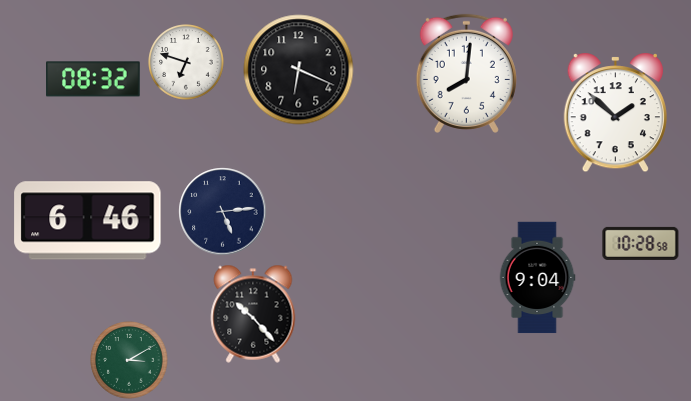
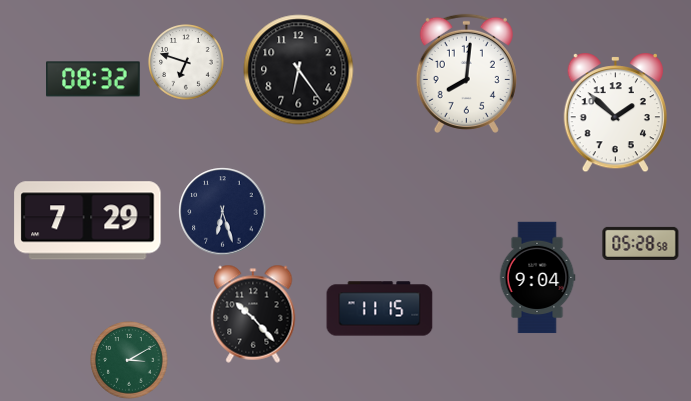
clock at (299, 70): 6:19 -> 6:24
clock at (223, 212): 5:14 -> 6:27
clock at (88, 221): 6:46 -> 7:29
clock at (641, 243): 10:28 -> 05:28
clock at (380, 309): none -> 11:15
